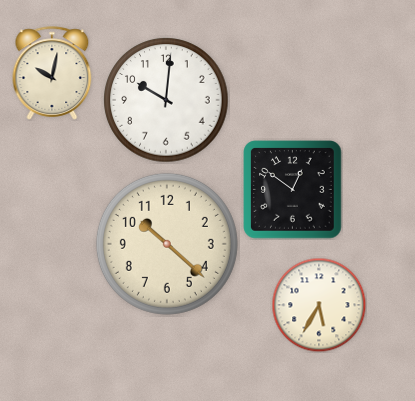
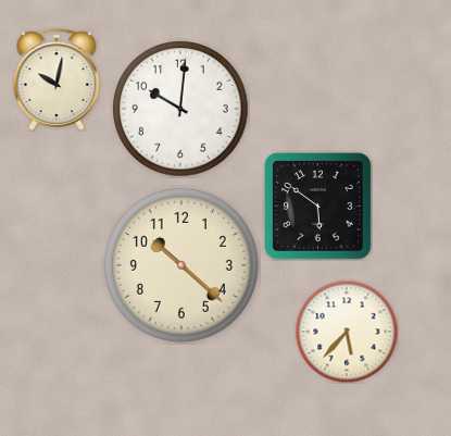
clock at (293, 190): 12:51 -> 5:51
clock at (319, 305): 5:35 -> 5:37
